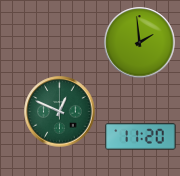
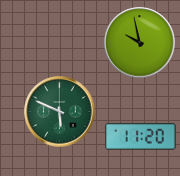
clock at (140, 43): 1:59 -> 9:58
clock at (60, 112): 12:49 -> 5:49
